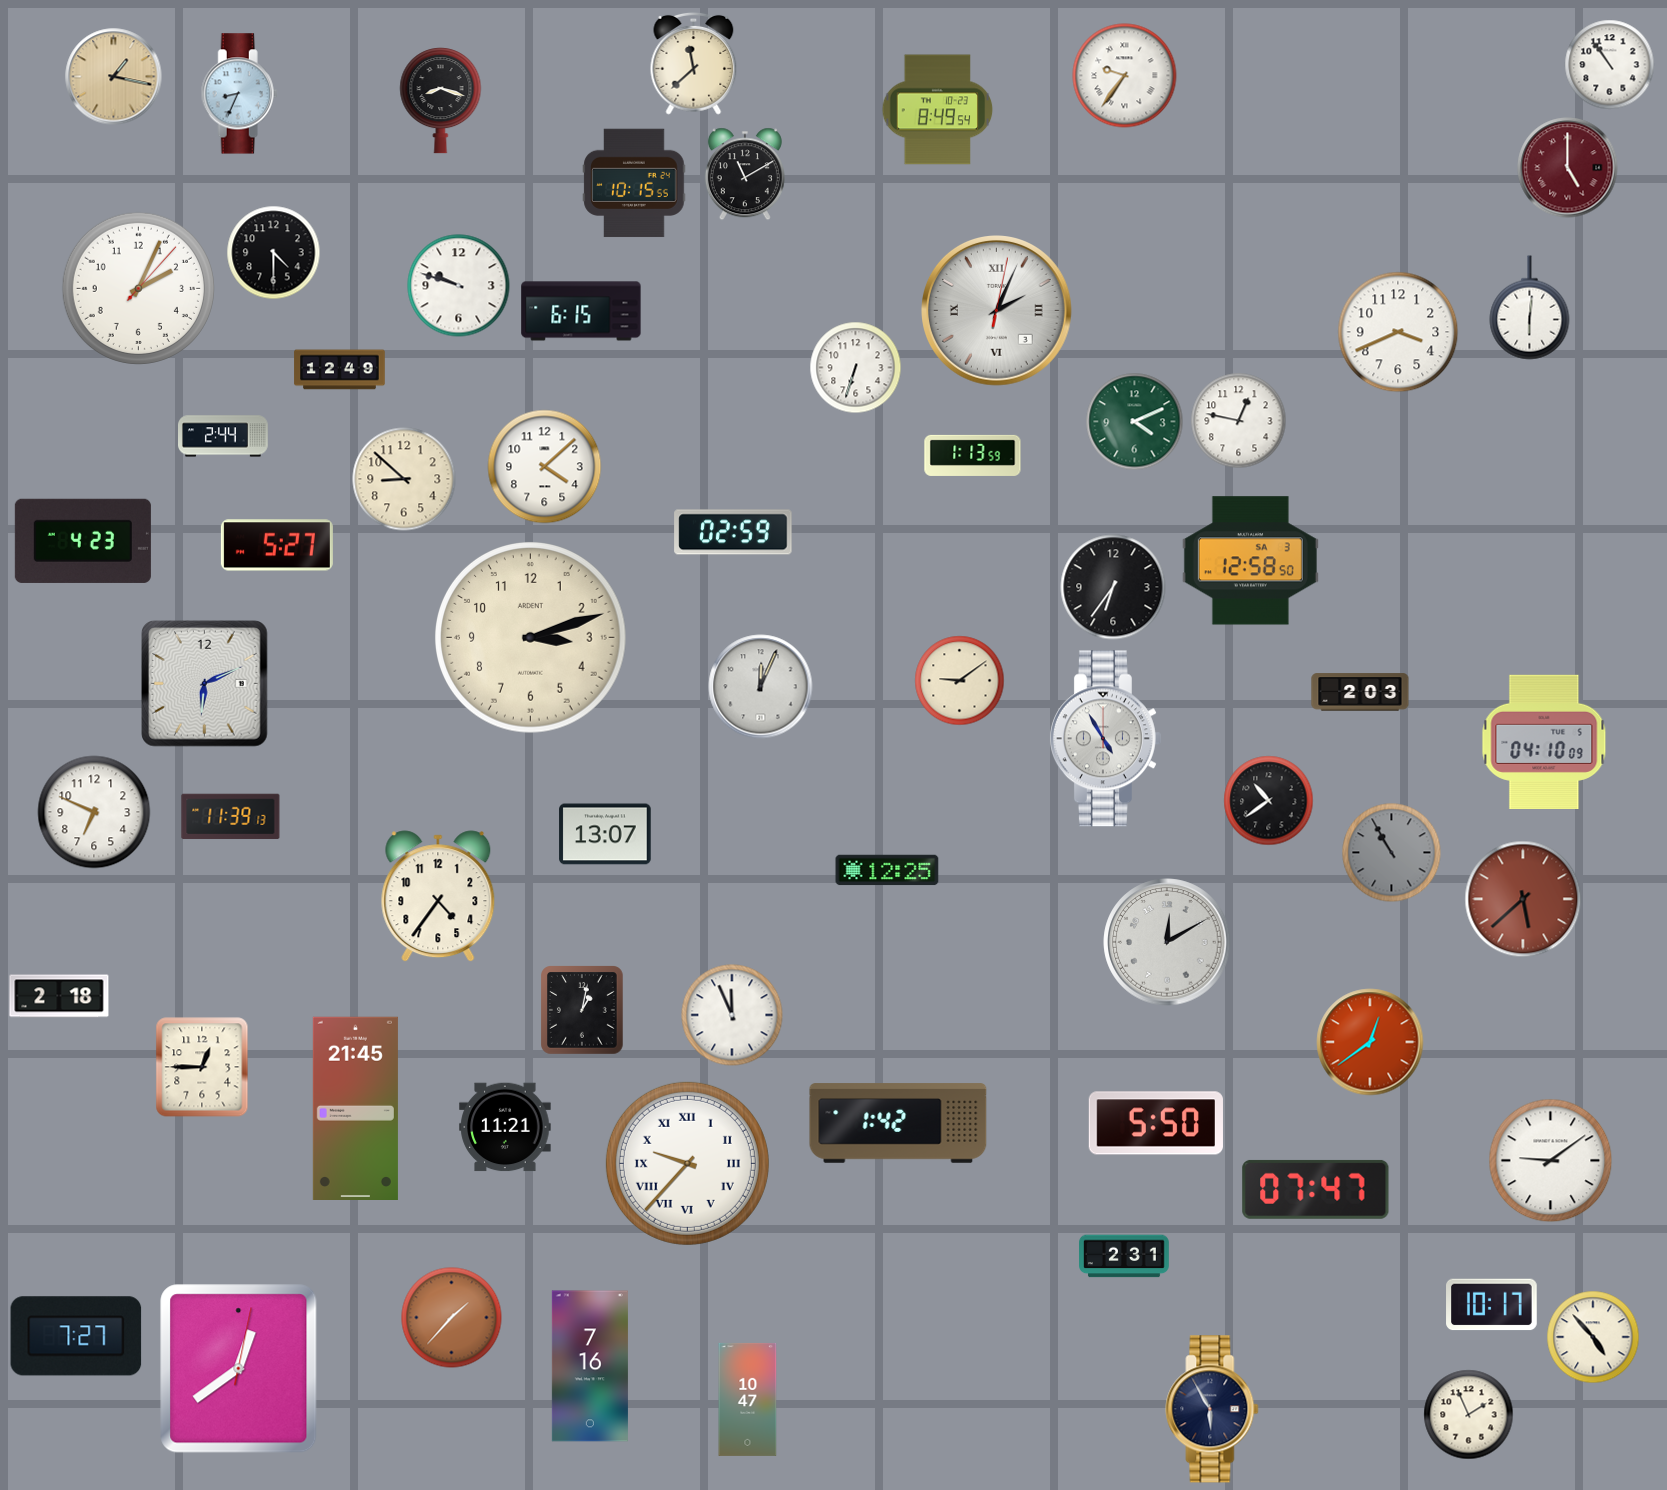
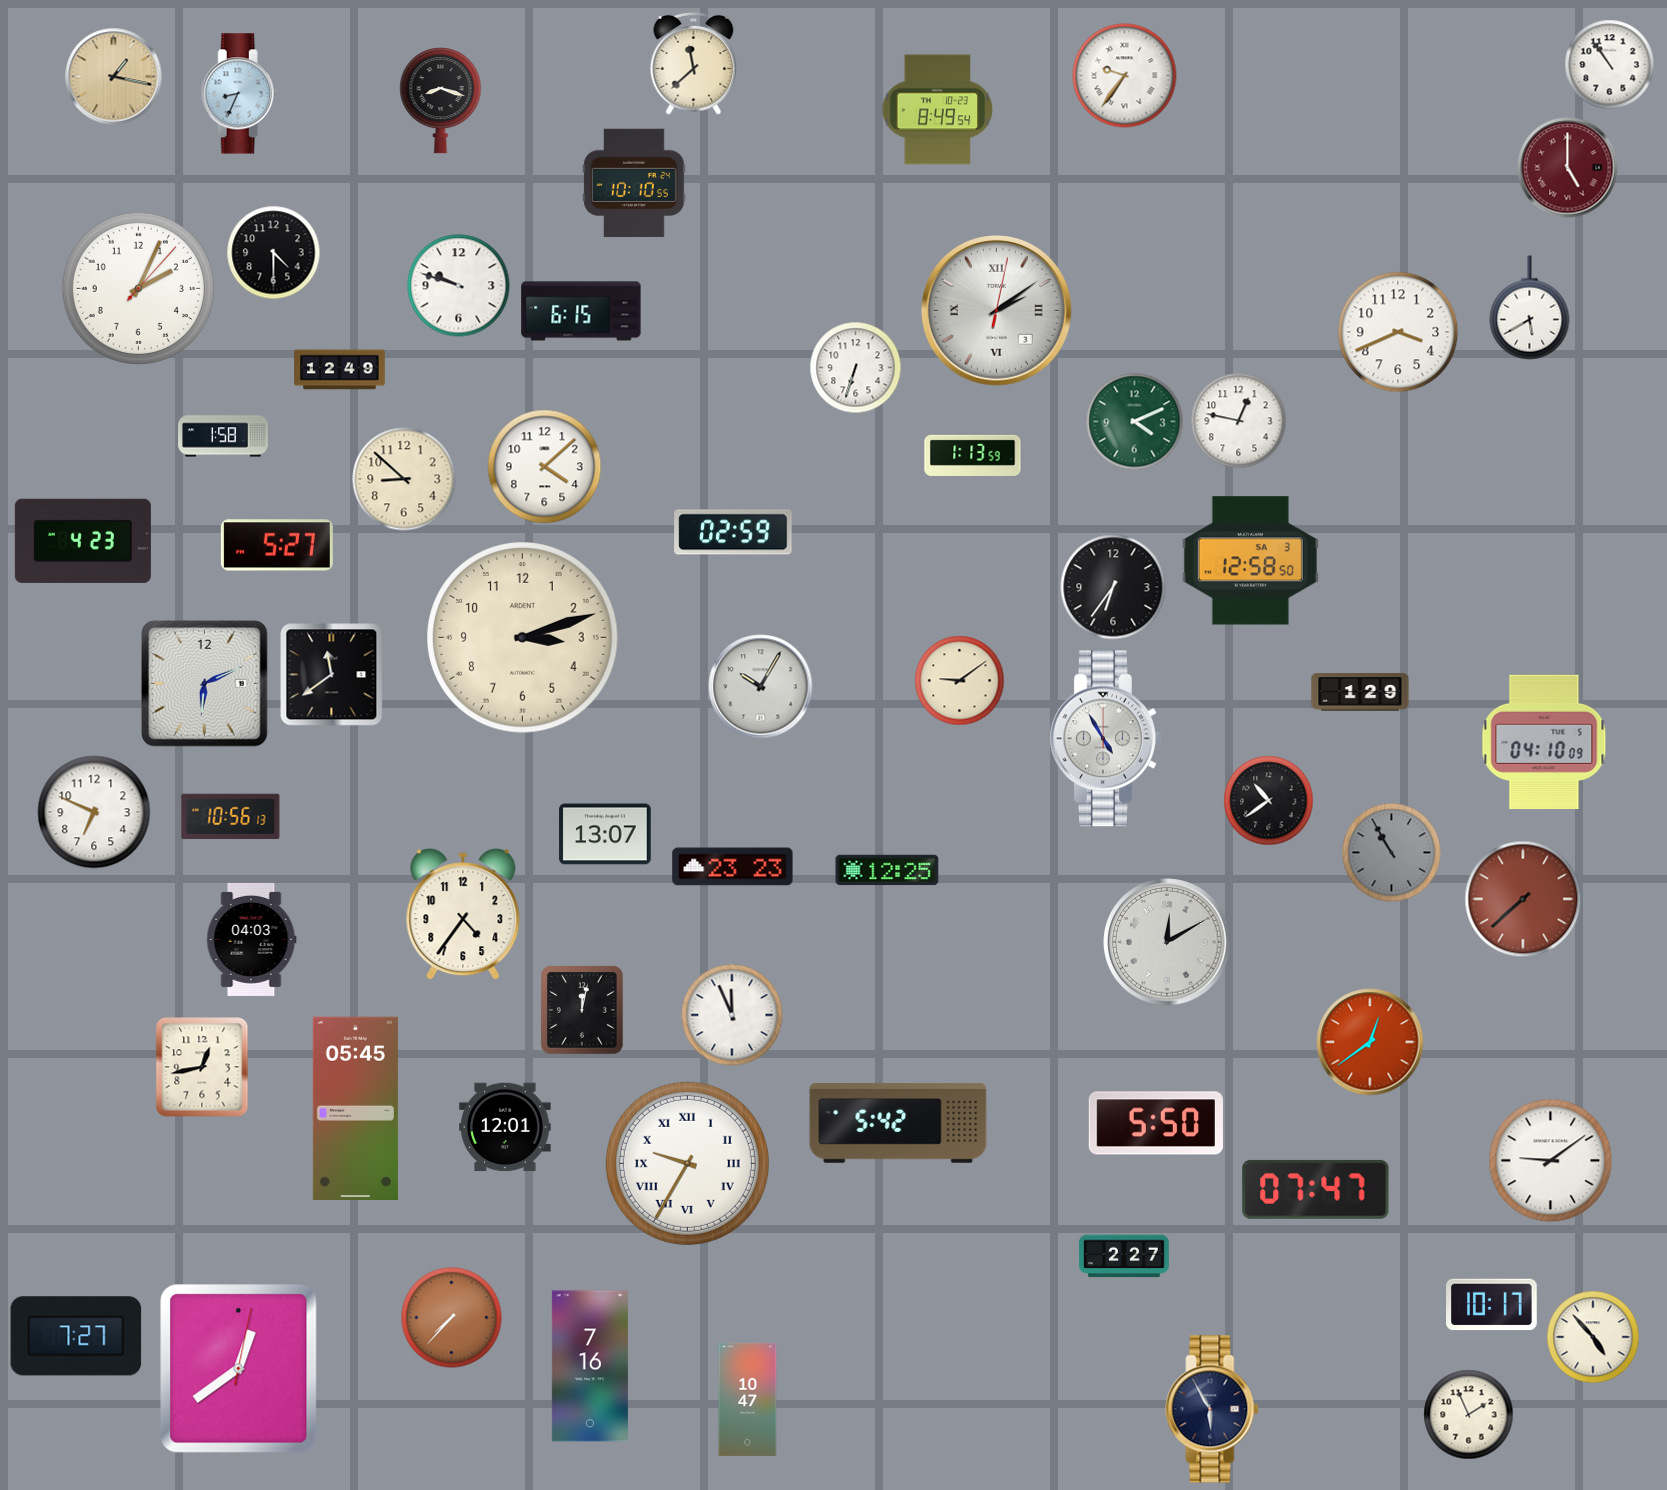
clock at (745, 174): 11:10 -> none
clock at (634, 183): 10:15 -> 10:10
clock at (1530, 308): 6:01 -> 5:40
clock at (997, 311): 2:04 -> 2:09
clock at (223, 436): 2:44 -> 1:58
clock at (531, 638) position: (531, 638) -> (523, 638)
clock at (332, 675): none -> 11:39
clock at (761, 687): 12:04 -> 10:05
clock at (1360, 692): 2:03 -> 1:29
clock at (231, 817): 11:39 -> 10:56
clock at (733, 867): none -> 23:23
clock at (438, 896) position: (438, 896) -> (463, 914)
clock at (1523, 899): 5:38 -> 7:38
clock at (252, 939): none -> 04:03
clock at (59, 996): 2:18 -> none
clock at (583, 1011): 1:02 -> 12:02
clock at (202, 1067): 12:45 -> 12:43
clock at (355, 1108): 21:45 -> 05:45
clock at (898, 1123): 1:42 -> 5:42
clock at (505, 1127): 11:21 -> 12:01
clock at (687, 1163): 9:37 -> 9:35
clock at (1125, 1256): 2:31 -> 2:27
clock at (452, 1318): 1:37 -> 7:37
